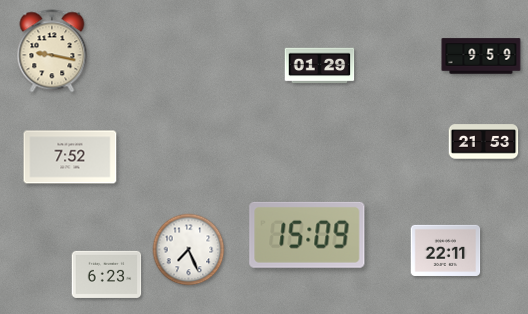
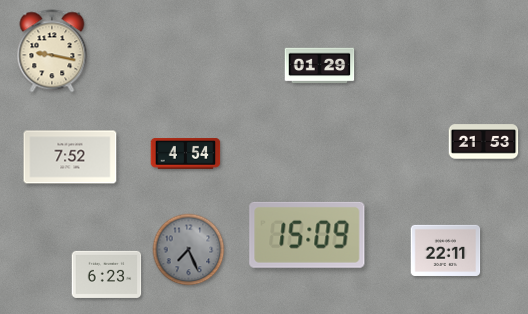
clock at (481, 56): 9:59 -> none
clock at (186, 154): none -> 4:54
clock at (189, 250) dial: white -> grey
